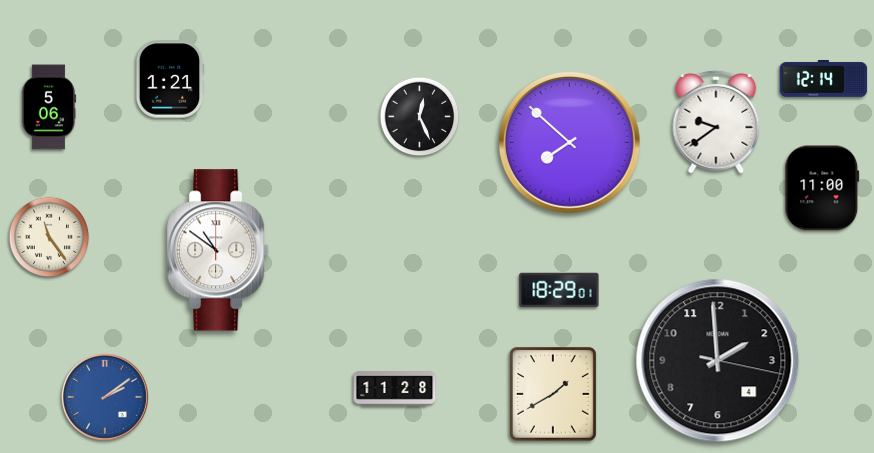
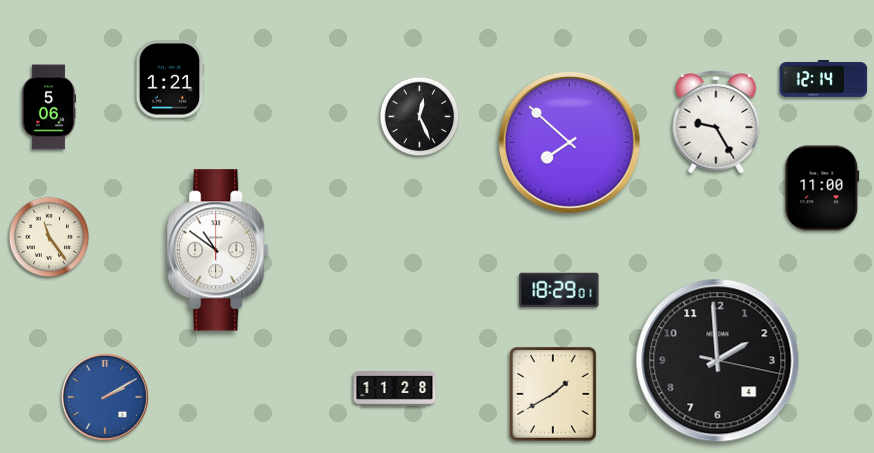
clock at (716, 122): 9:39 -> 9:25
clock at (106, 398): 2:09 -> 2:10
